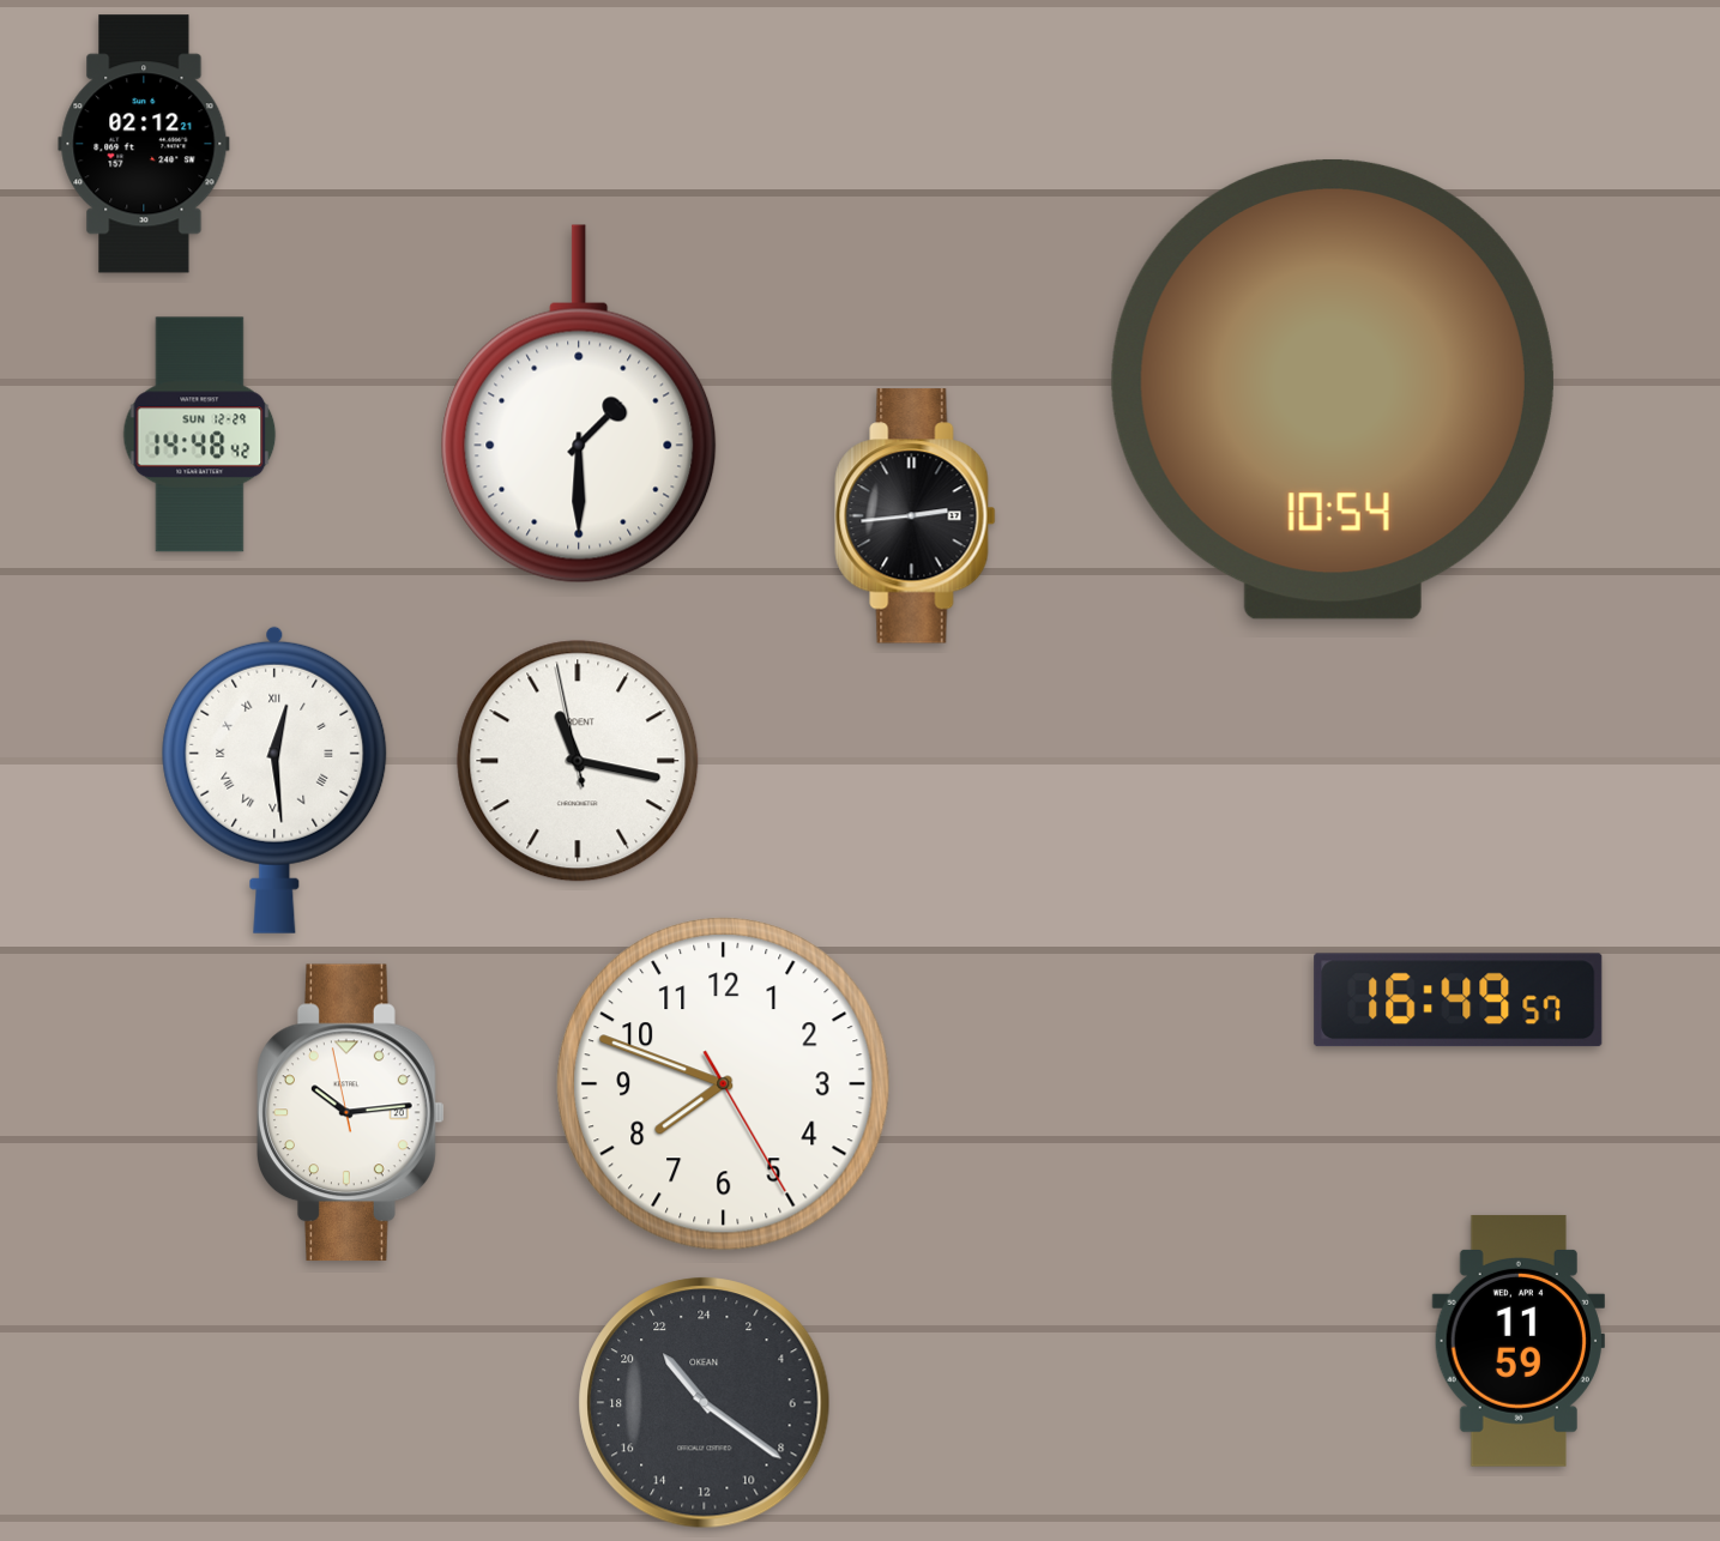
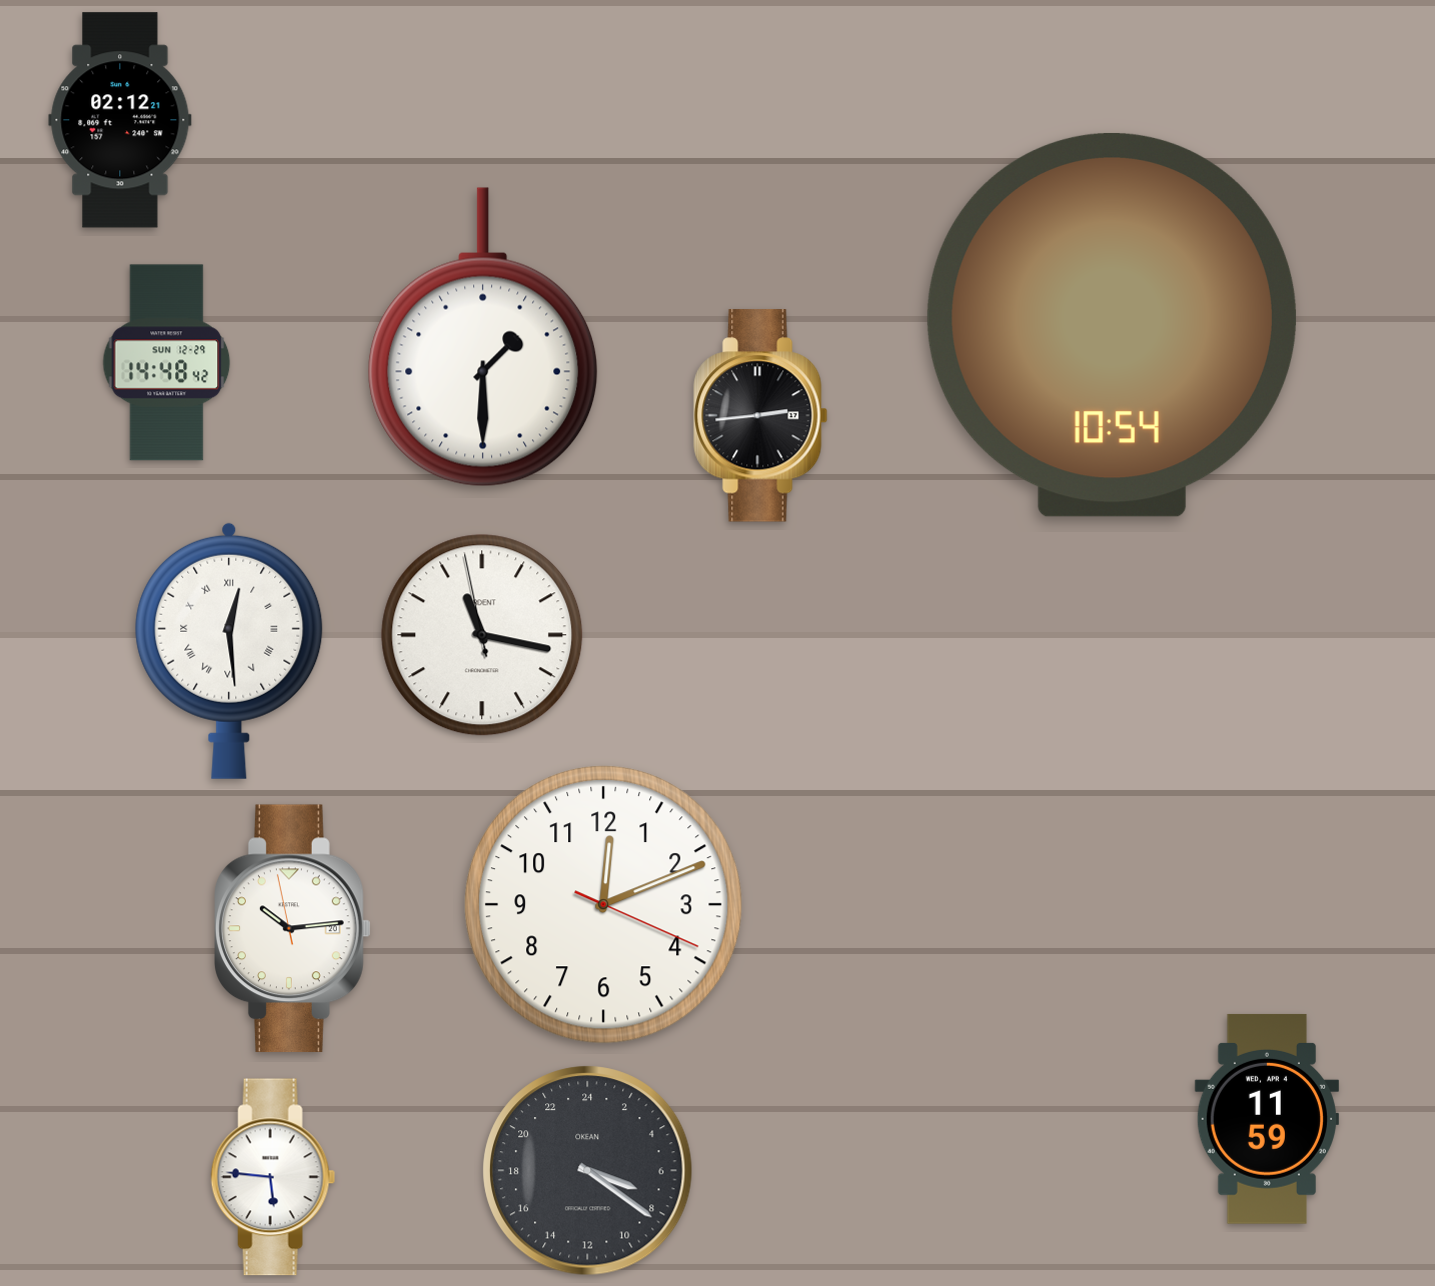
clock at (916, 516) position: (916, 516) -> (761, 416)
clock at (1459, 1001): 16:49 -> none
clock at (724, 1084): 7:48 -> 12:11
clock at (705, 1403): 21:21 -> 7:21
clock at (273, 1177): none -> 5:46
